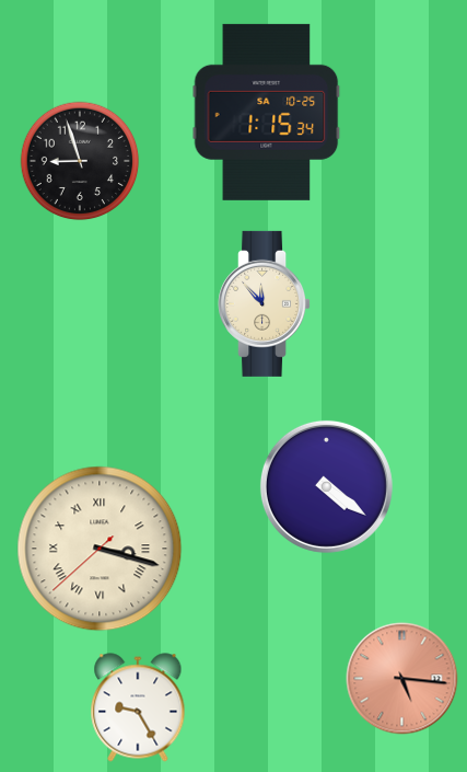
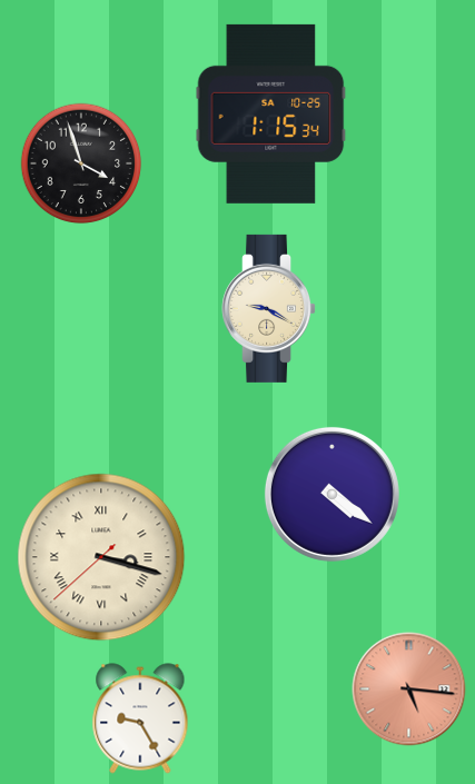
clock at (80, 161): 8:57 -> 3:57
clock at (265, 303): 11:53 -> 9:20
